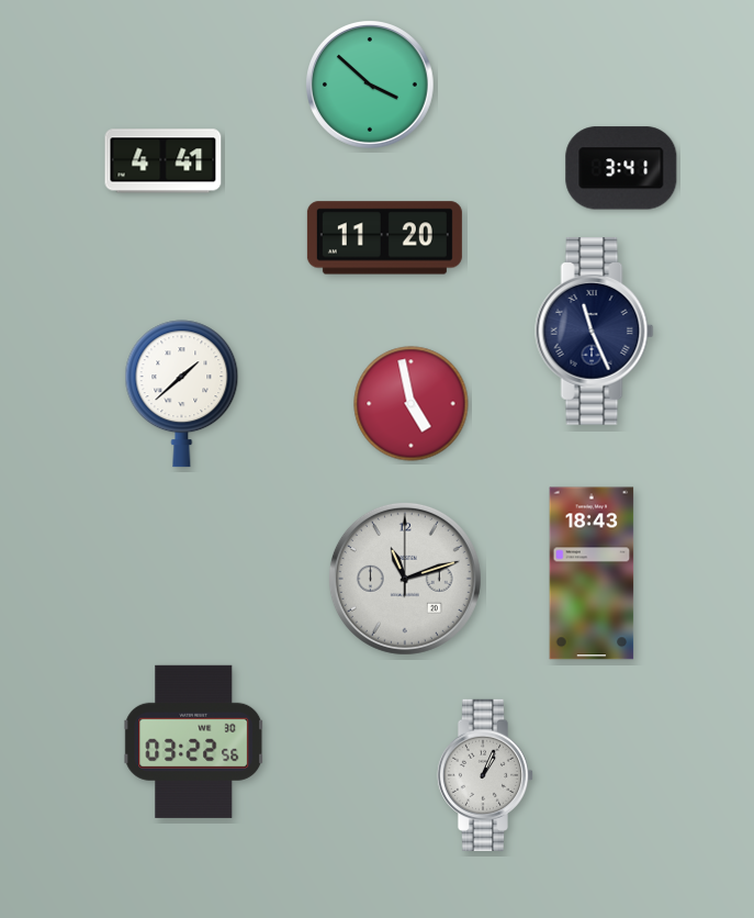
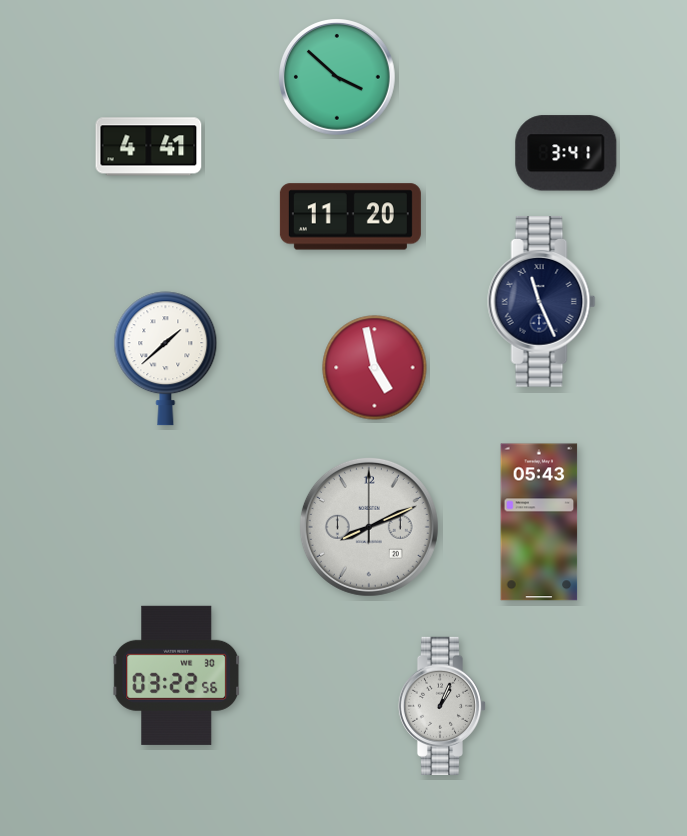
clock at (592, 573): 18:43 -> 05:43
clock at (405, 579): 11:12 -> 8:11
